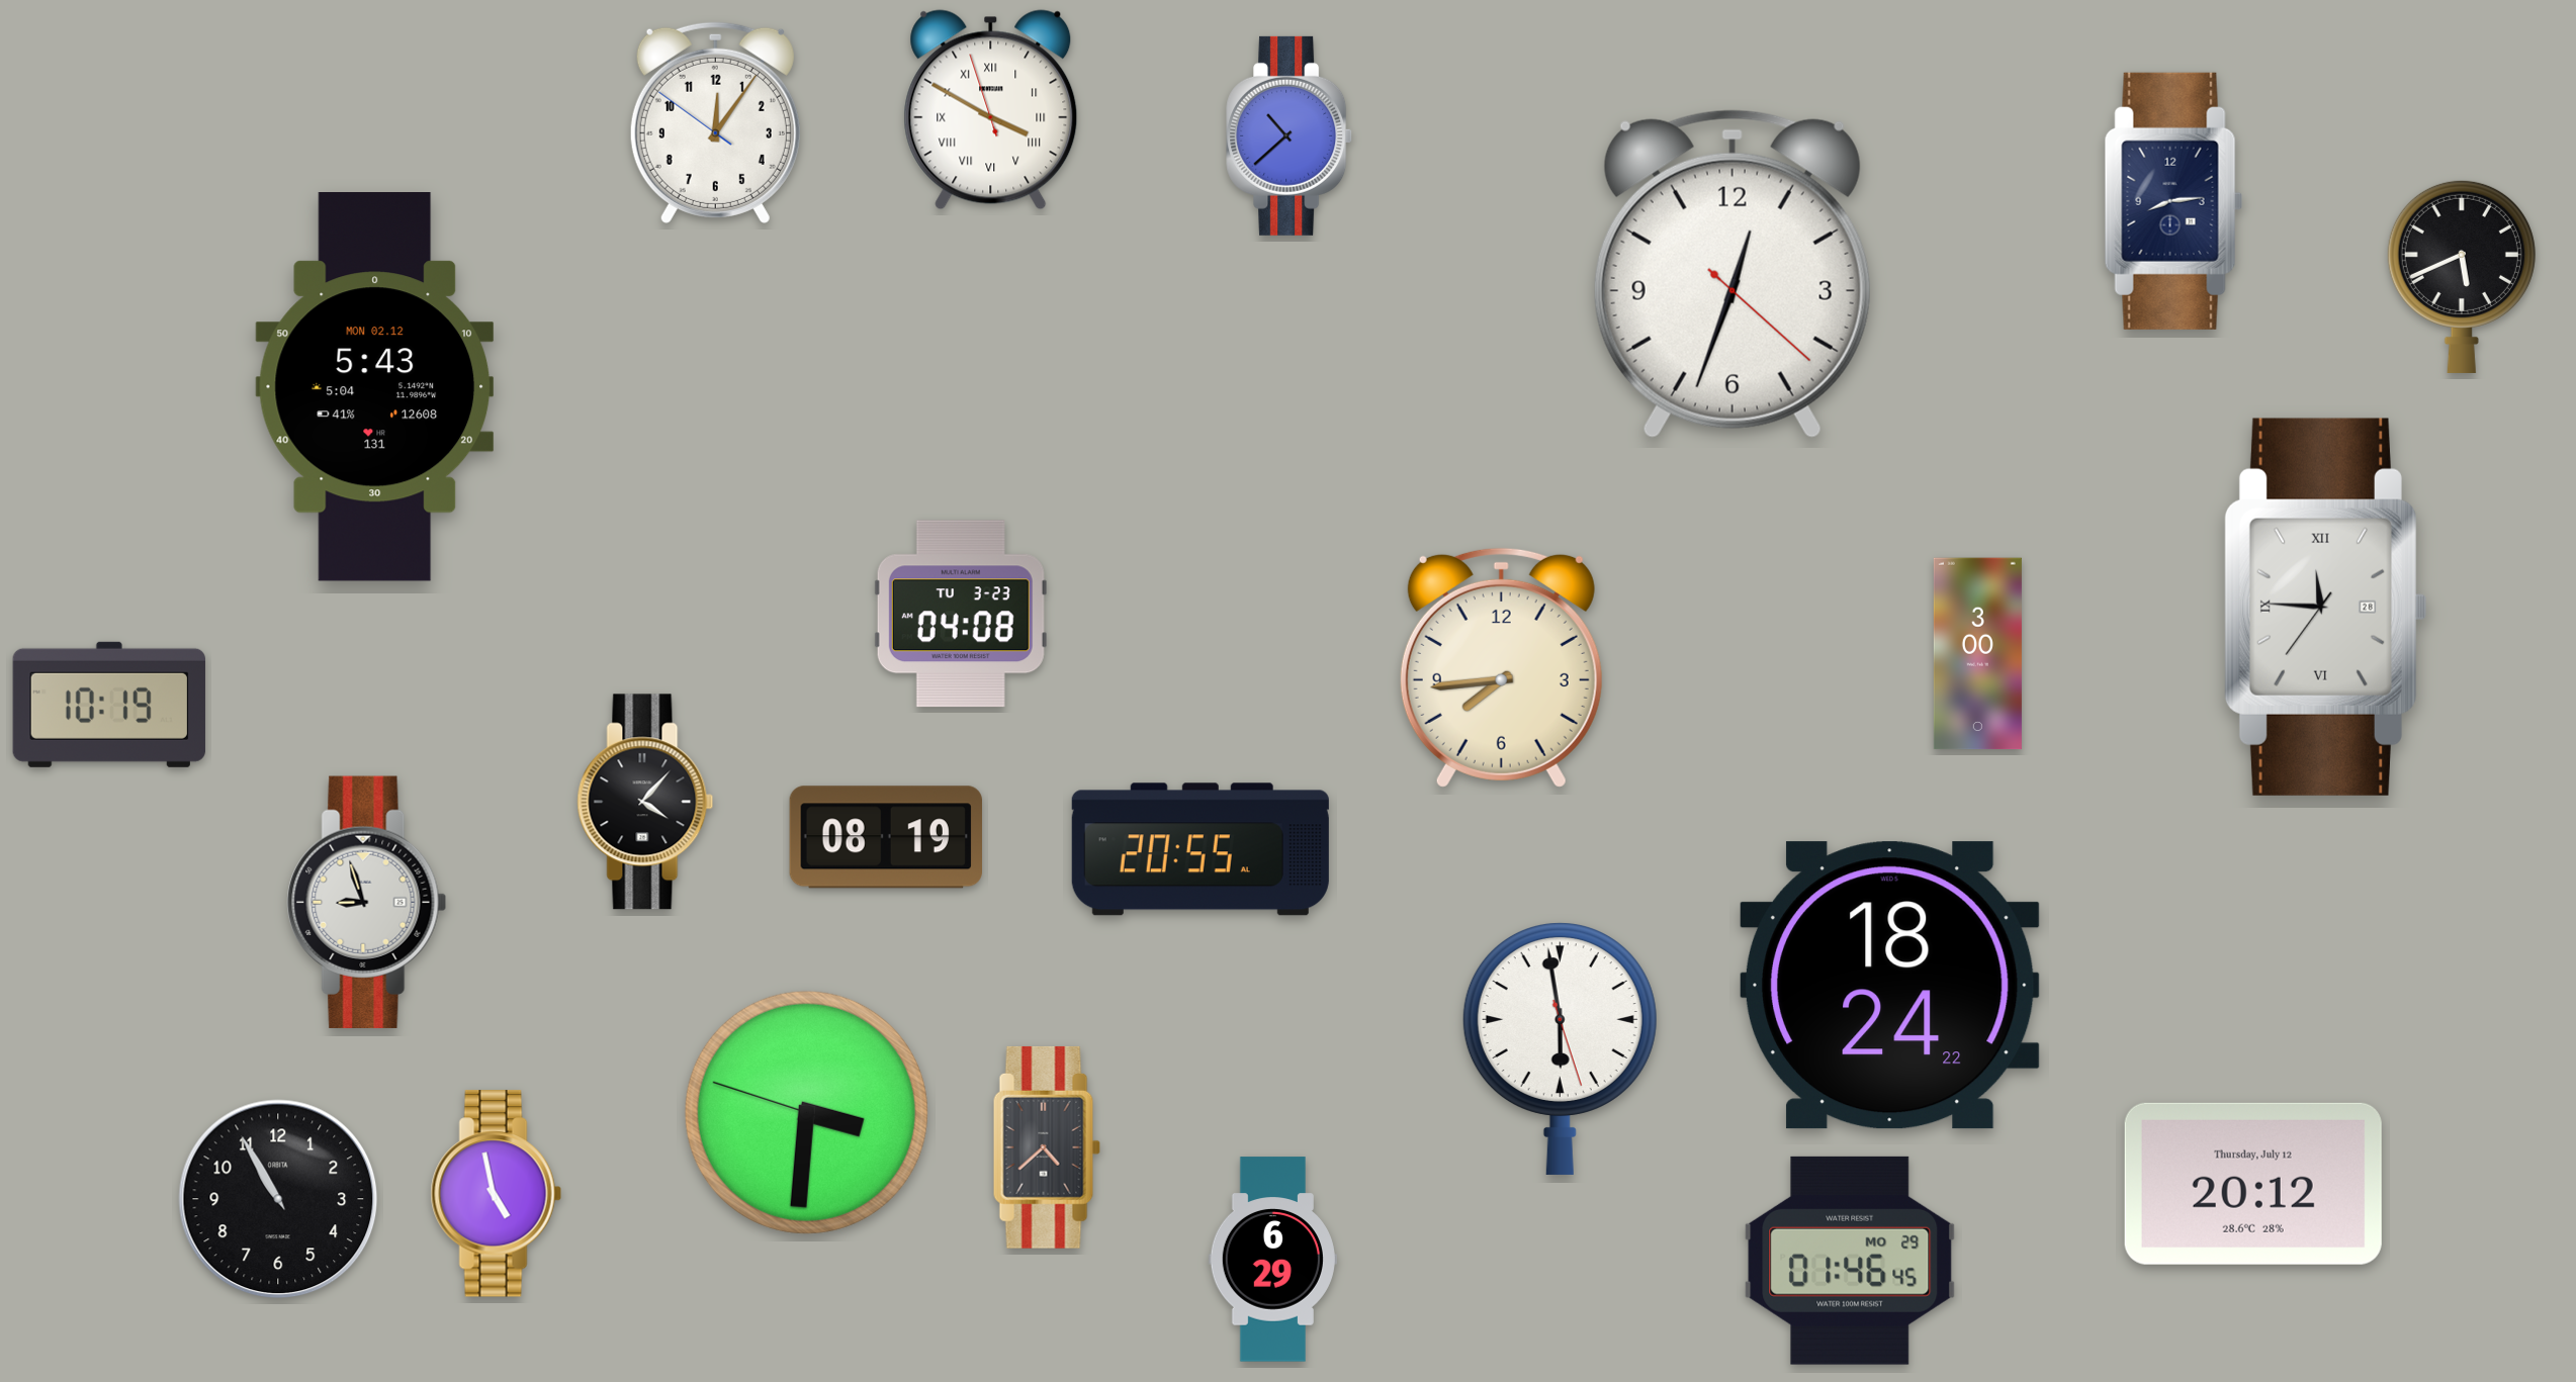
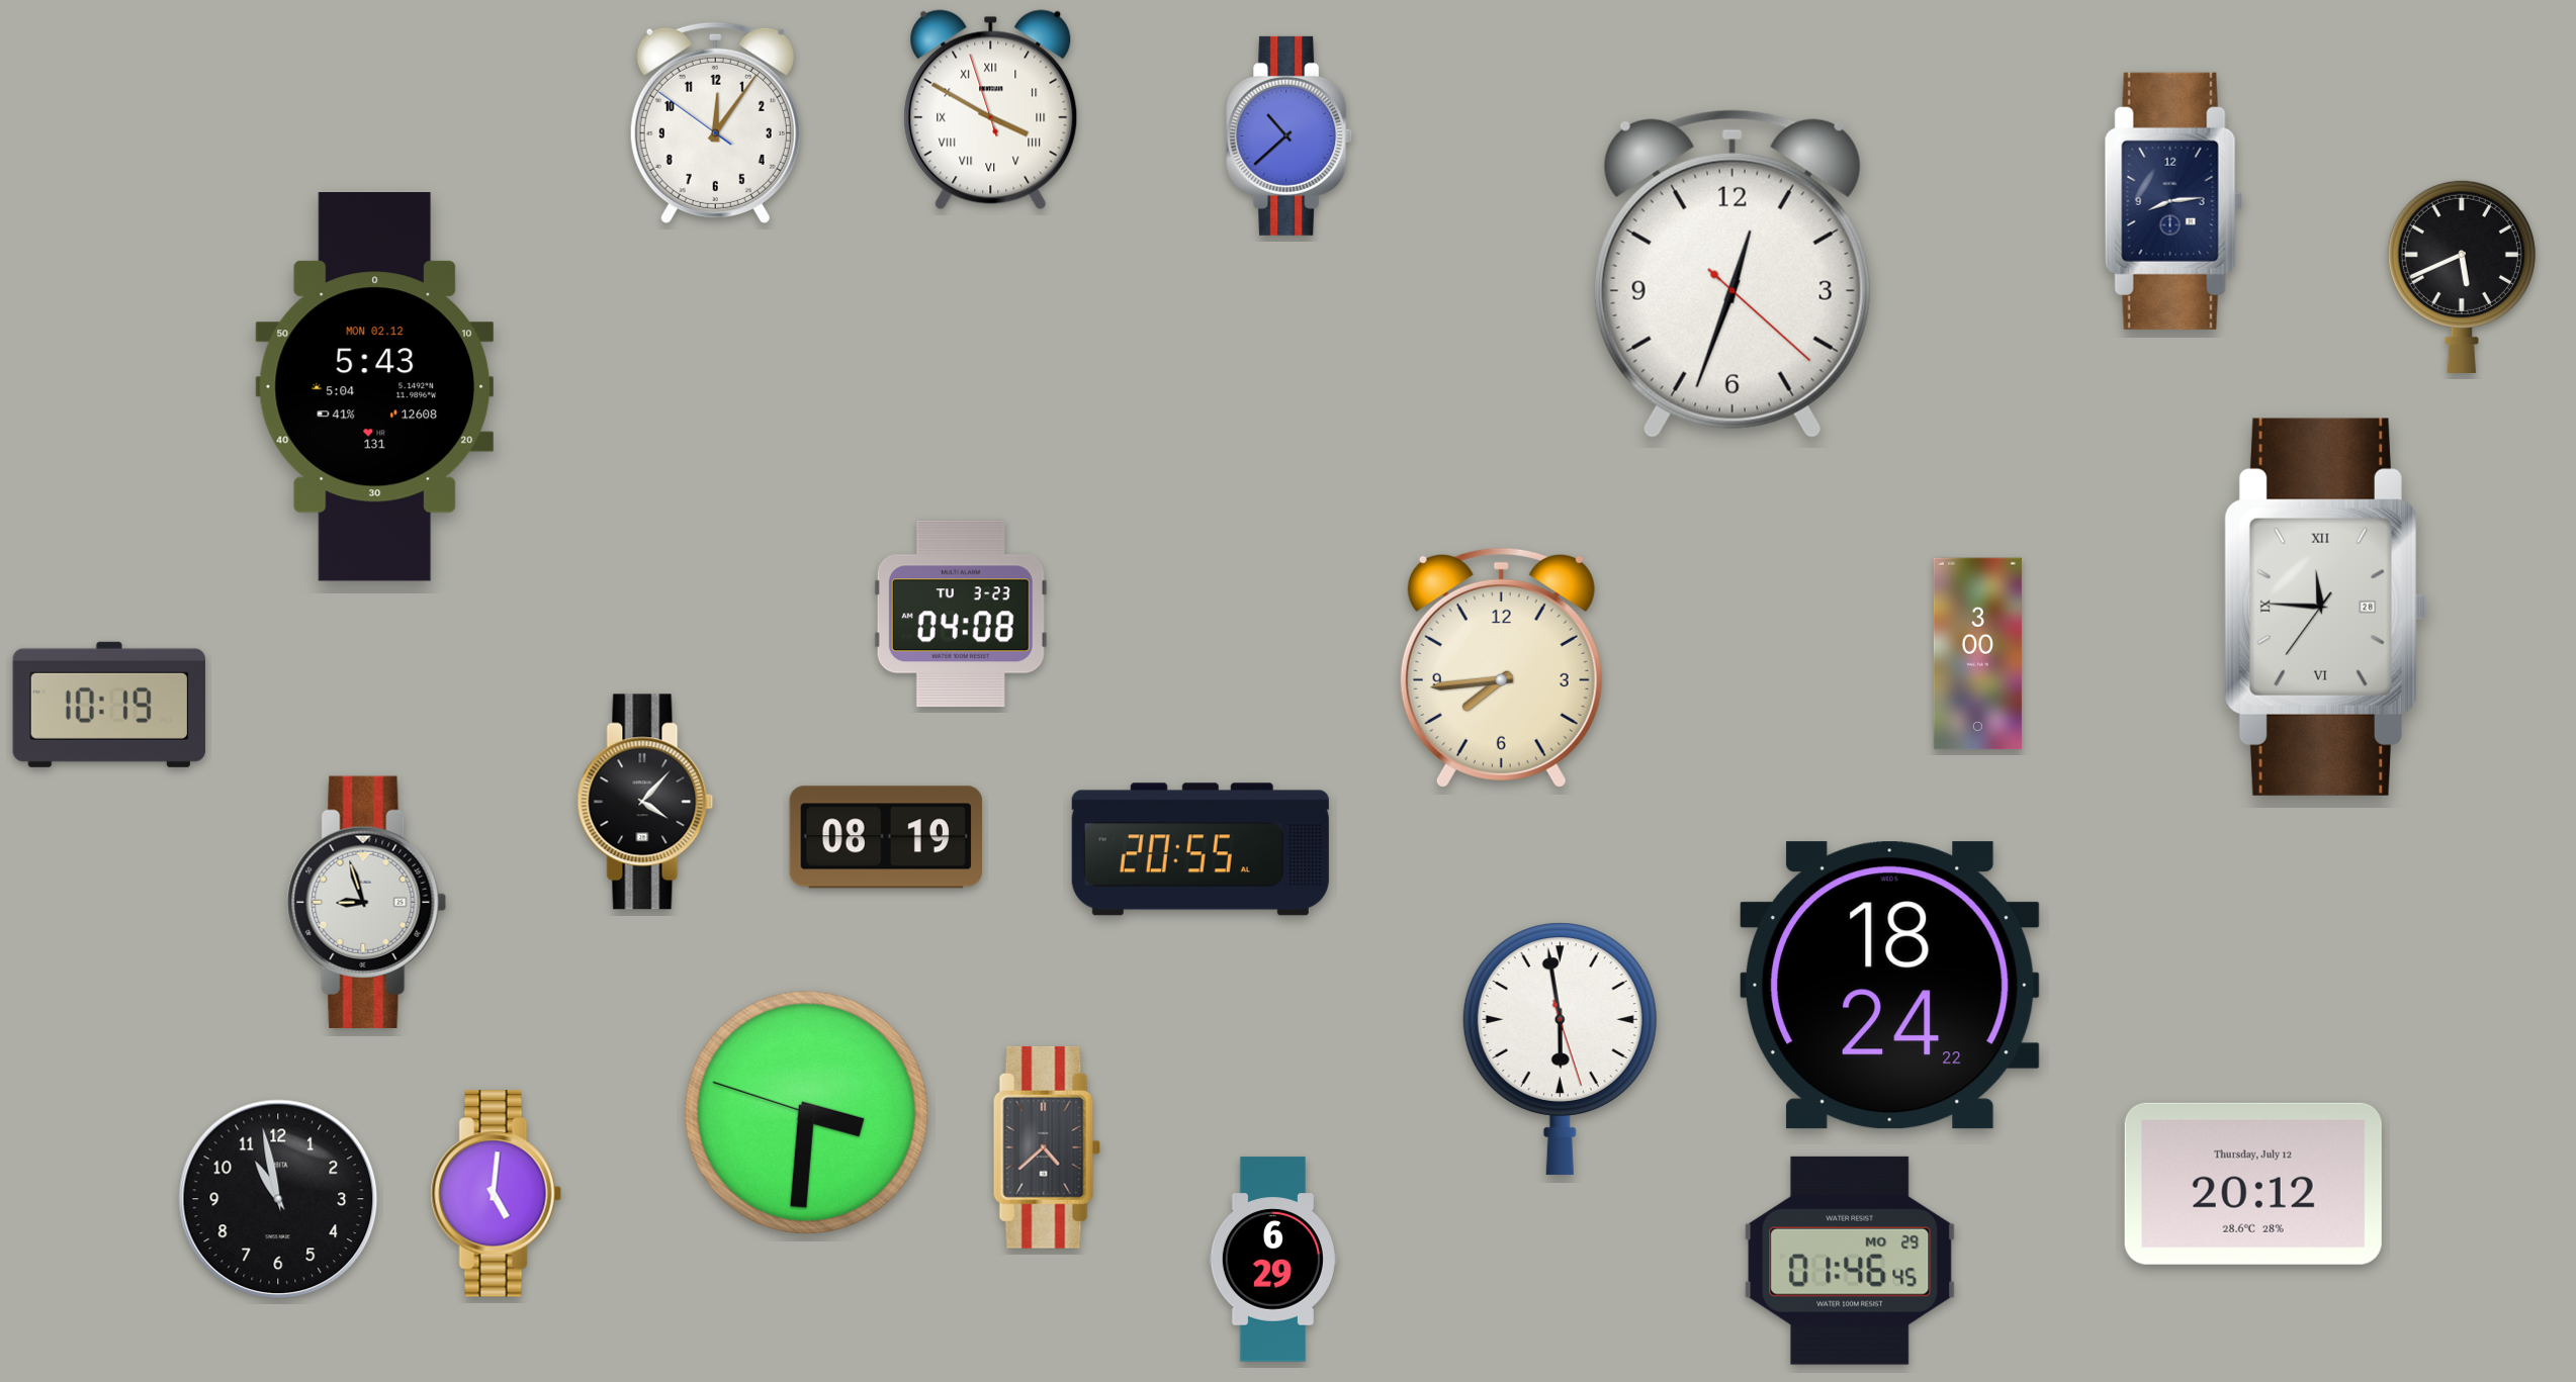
clock at (496, 1194): 4:58 -> 5:01
clock at (278, 1199): 10:55 -> 10:58
